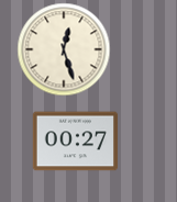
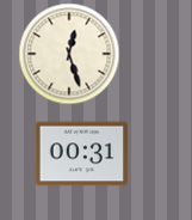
clock at (75, 142): 00:27 -> 00:31
